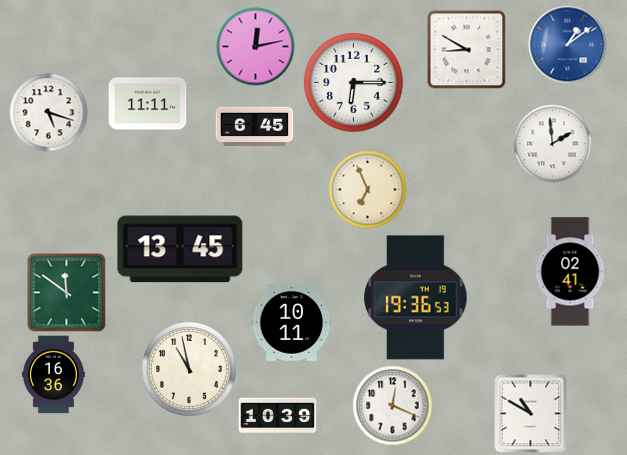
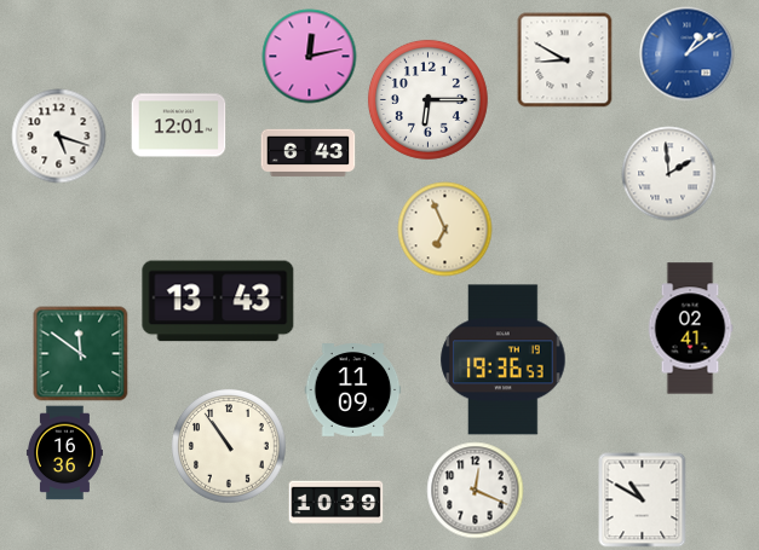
clock at (147, 104): 11:11 -> 12:01
clock at (254, 127): 6:45 -> 6:43
clock at (180, 249): 13:45 -> 13:43
clock at (291, 323): 10:11 -> 11:09
clock at (189, 369): 10:58 -> 10:54
